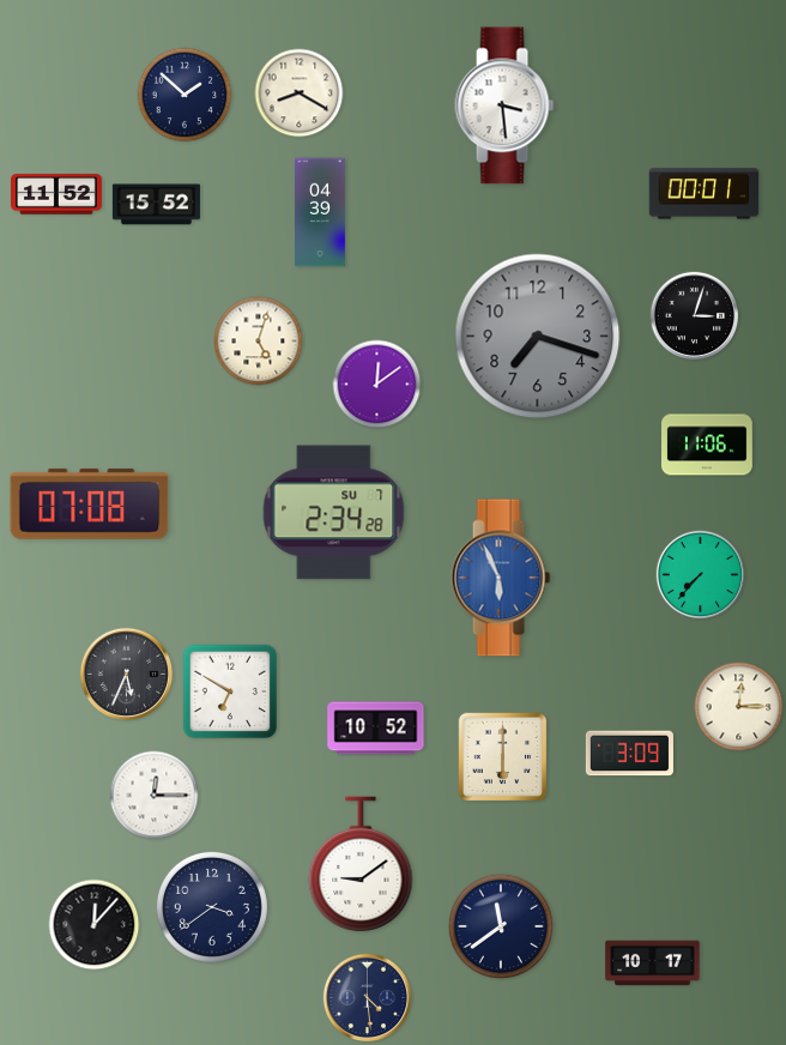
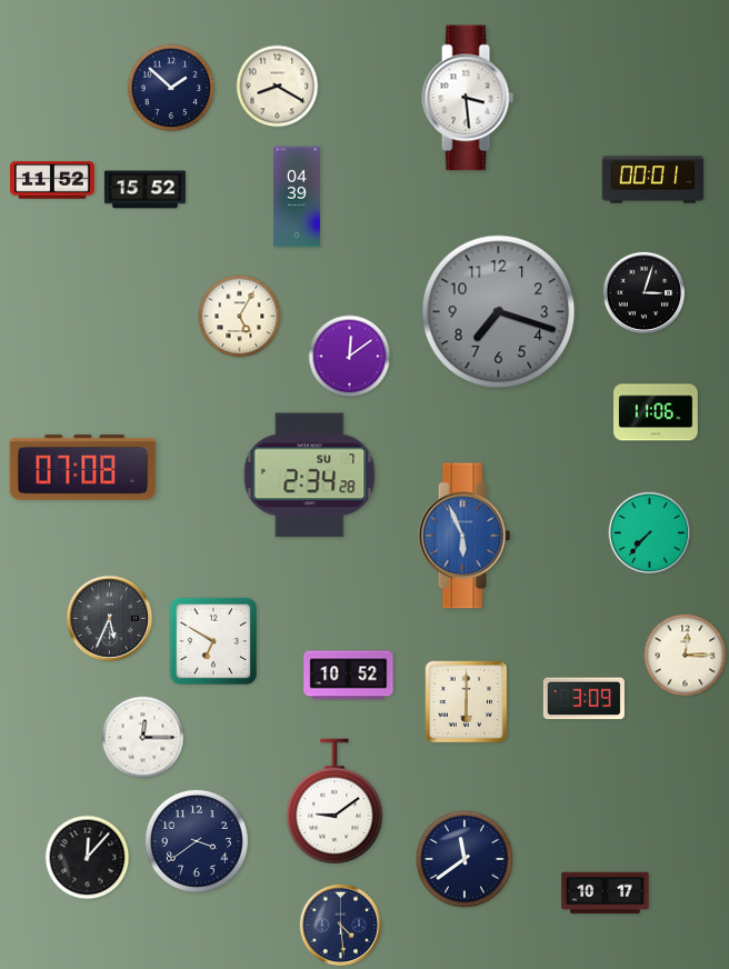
clock at (259, 342): 5:03 -> 5:05
clock at (127, 675) position: (127, 675) -> (110, 619)
